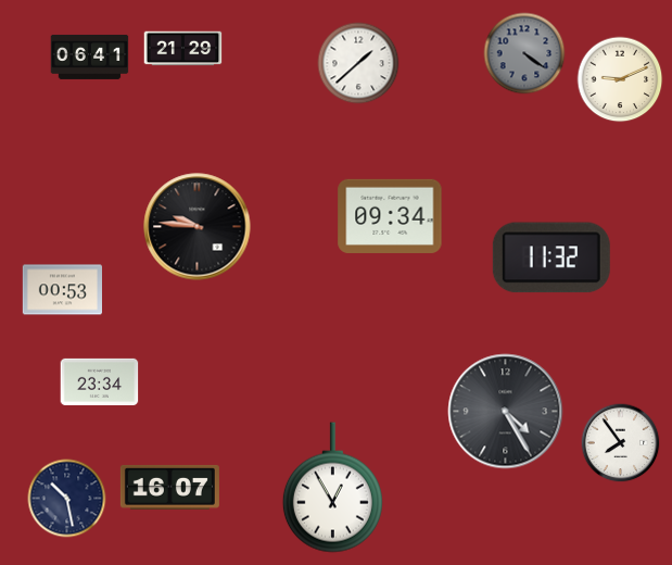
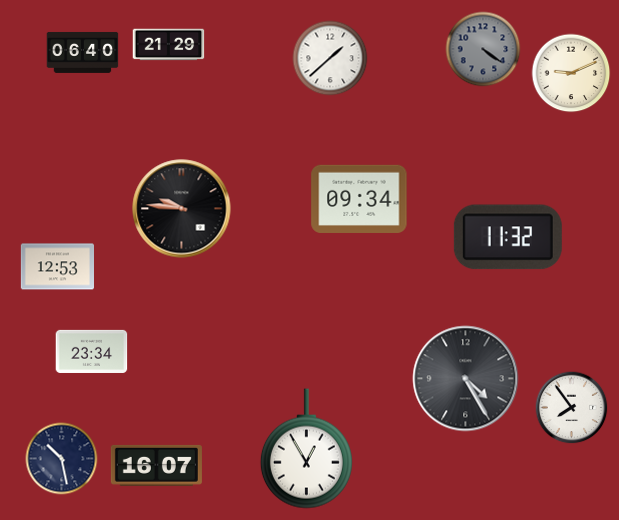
clock at (90, 56): 06:41 -> 06:40
clock at (62, 290): 00:53 -> 12:53
clock at (169, 487) position: (169, 487) -> (156, 465)
